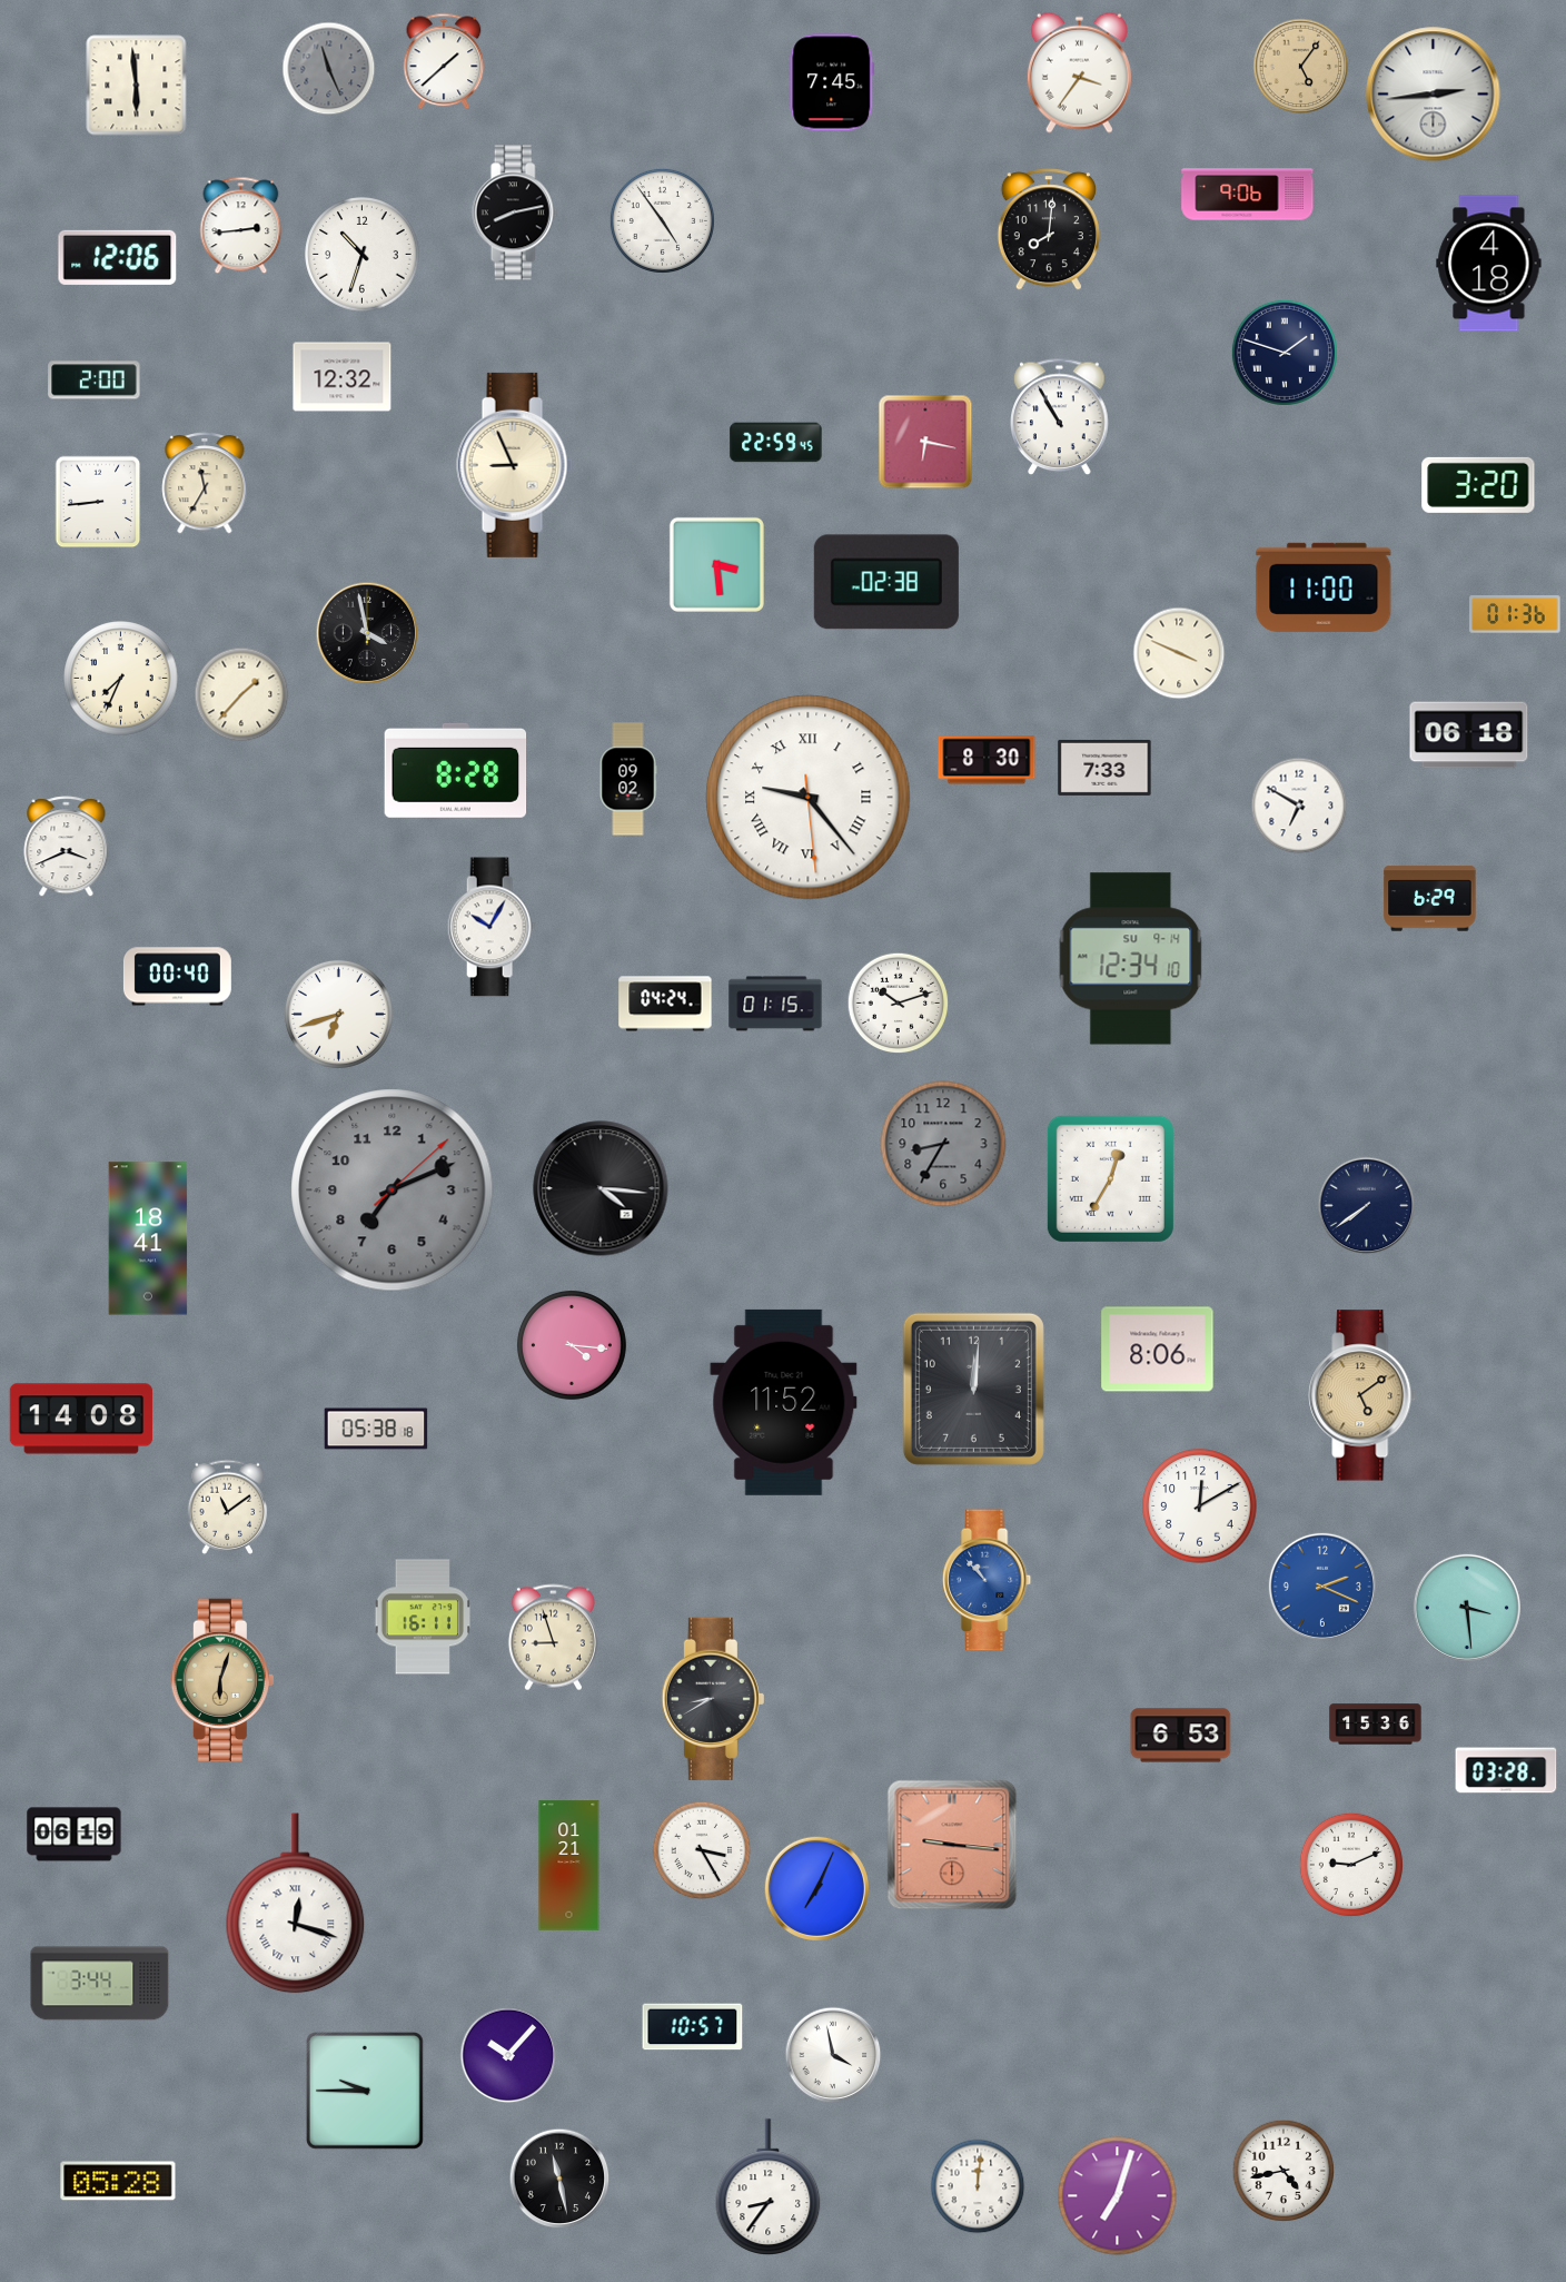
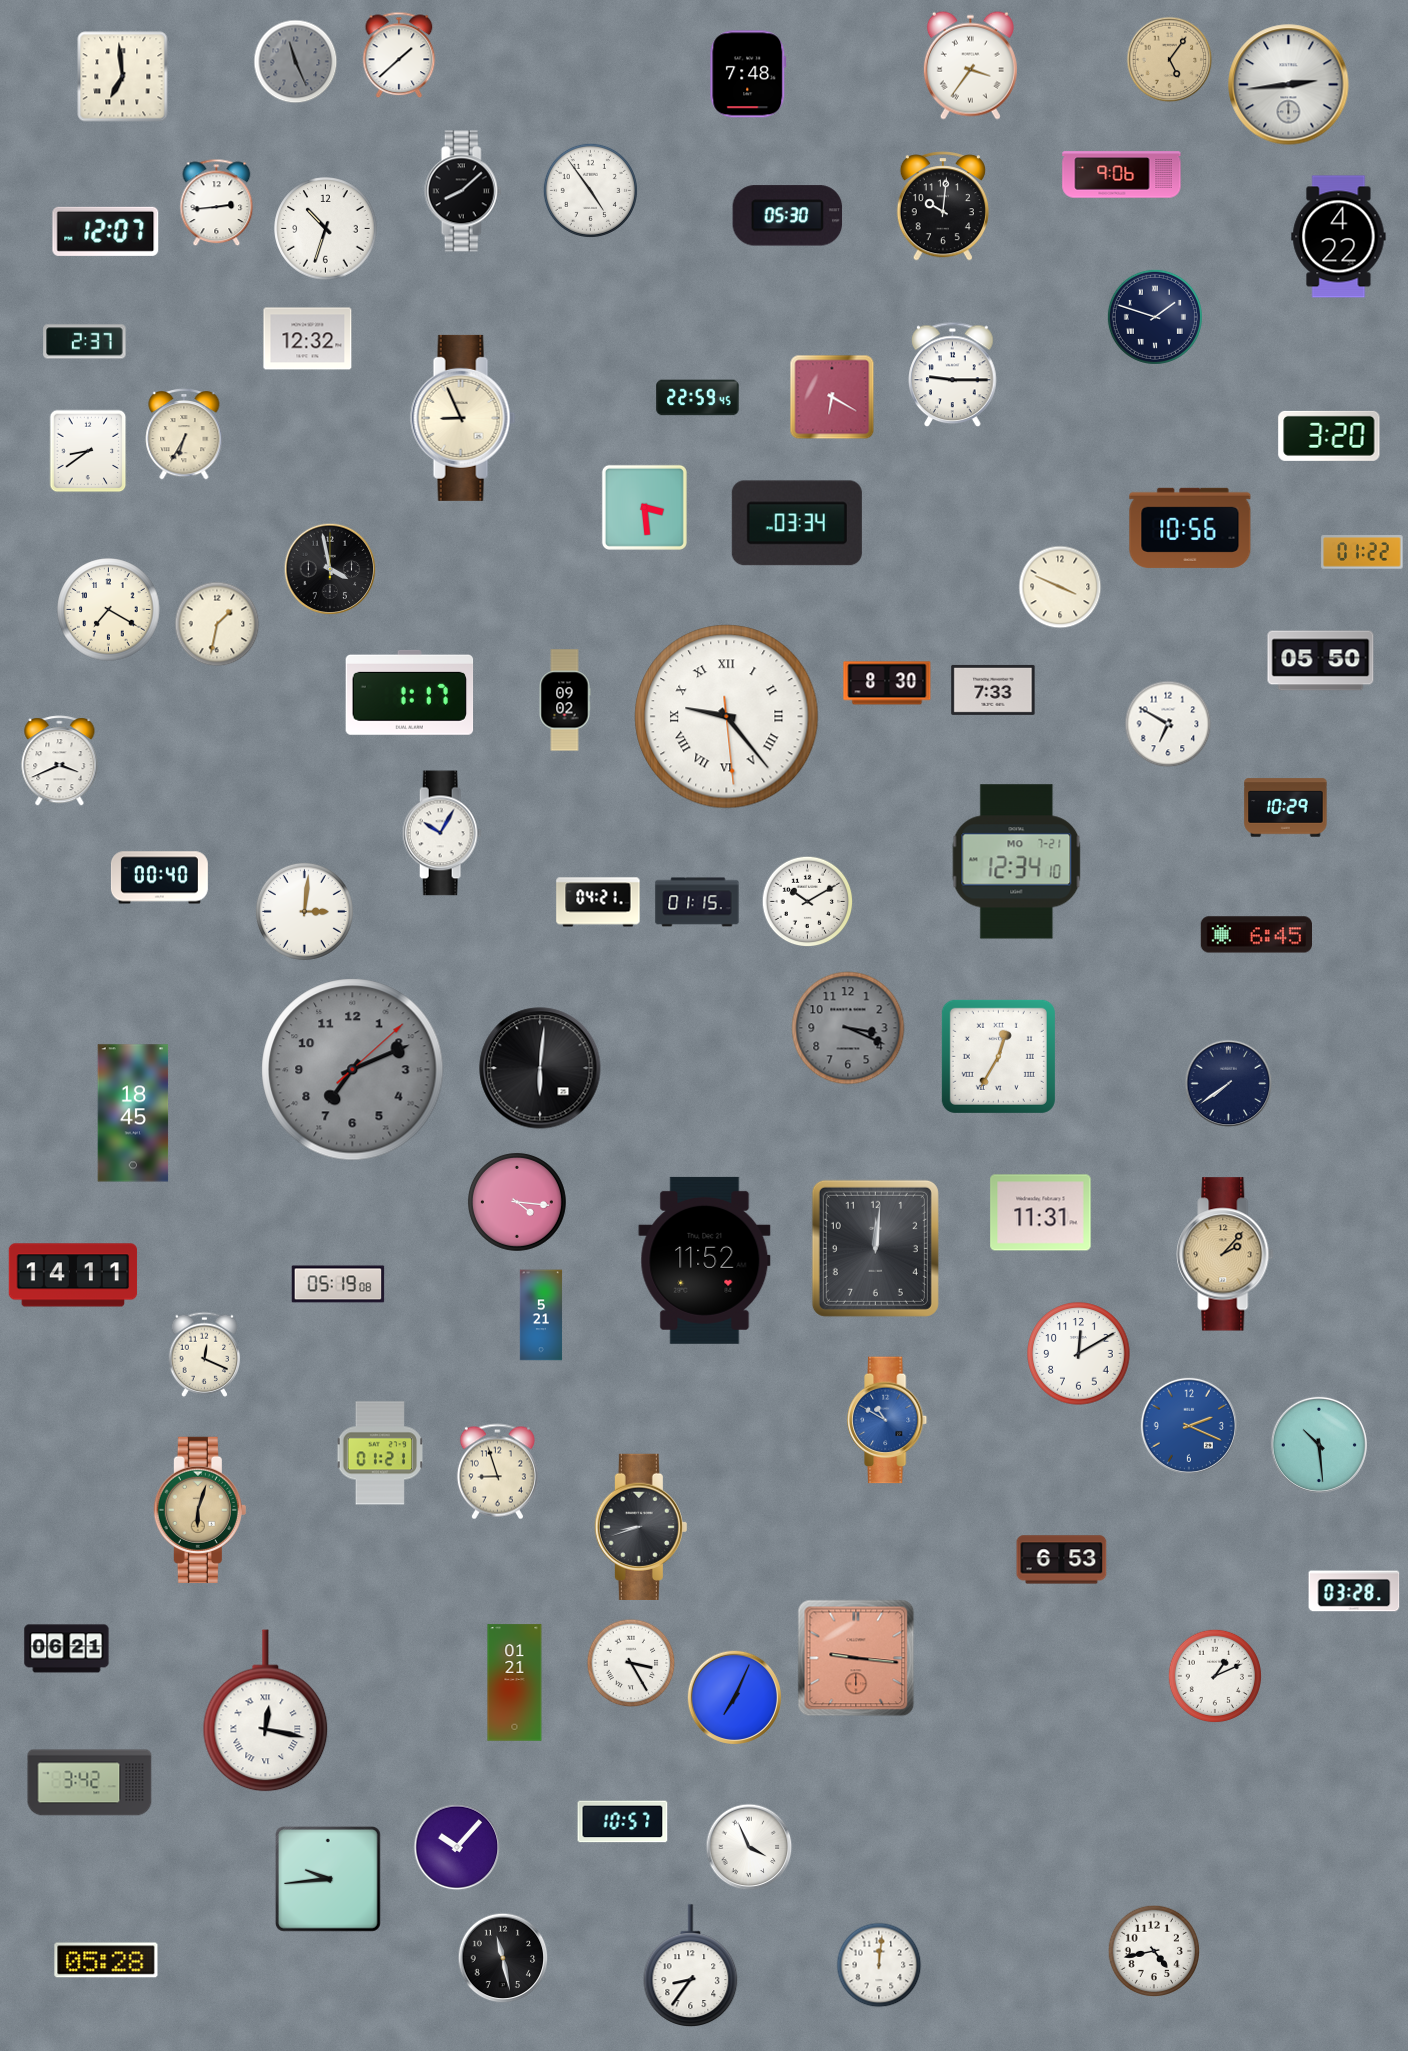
clock at (832, 82): 7:45 -> 7:48
clock at (137, 86): 5:59 -> 6:59
clock at (515, 213): 8:13 -> 8:08
clock at (662, 220) position: (662, 220) -> (590, 190)
clock at (1049, 229): 8:01 -> 10:01
clock at (788, 216): none -> 05:30
clock at (118, 257): 12:06 -> 12:07
clock at (1489, 264): 4:18 -> 4:22
clock at (95, 381): 2:00 -> 2:37
clock at (1060, 417): 10:55 -> 9:15
clock at (925, 442): 6:17 -> 6:20
clock at (205, 483): 11:35 -> 6:35
clock at (98, 502): 8:44 -> 8:39
clock at (886, 582): 02:38 -> 03:34
clock at (1324, 587): 11:00 -> 10:56
clock at (1515, 614): 01:36 -> 01:22
clock at (121, 679): 7:34 -> 7:20
clock at (241, 694): 1:37 -> 1:32
clock at (1469, 735): 06:18 -> 05:50
clock at (456, 770): 8:28 -> 1:17
clock at (1430, 899): 6:29 -> 10:29
clock at (1131, 959) date: SU 9-14 -> MO 7-21
clock at (665, 1004): 04:24 -> 04:21
clock at (899, 1004): 10:12 -> 10:10
clock at (338, 1014): 6:42 -> 3:01
clock at (1256, 935): none -> 6:45
clock at (943, 1144): 8:35 -> 3:19
clock at (1110, 1178) position: (1110, 1178) -> (998, 1056)
clock at (601, 1188): 4:16 -> 6:01
clock at (148, 1238): 18:41 -> 18:45
clock at (572, 1345) position: (572, 1345) -> (517, 1202)
clock at (1158, 1350): 8:06 -> 11:31
clock at (1362, 1395): 5:09 -> 2:07
clock at (81, 1419): 14:08 -> 14:11
clock at (376, 1429): 05:38 -> 05:19
clock at (541, 1315): none -> 5:21
clock at (228, 1506): 11:09 -> 12:19
clock at (988, 1580): 10:53 -> 10:50
clock at (1467, 1608): 3:29 -> 10:29
clock at (422, 1617): 16:11 -> 01:21
clock at (713, 1699): 8:40 -> 8:42
clock at (1376, 1725): 15:36 -> none
clock at (75, 1835): 06:19 -> 06:21
clock at (1351, 1865): 9:11 -> 1:11
clock at (569, 1866) position: (569, 1866) -> (515, 1683)
clock at (296, 1904): 12:18 -> 12:17
clock at (100, 1984): 3:44 -> 3:42
clock at (833, 2055): 3:58 -> 3:56
clock at (365, 2091): 9:45 -> 9:44
clock at (1118, 2196): 7:03 -> none
